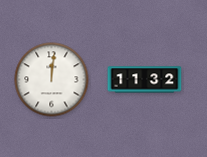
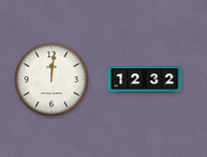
clock at (145, 80): 11:32 -> 12:32
